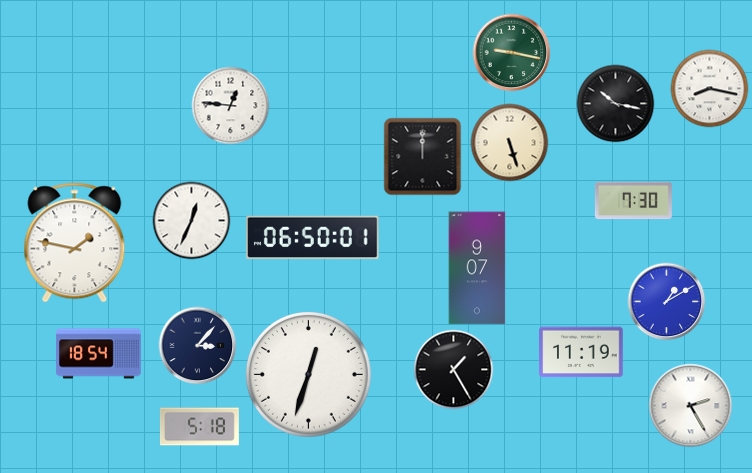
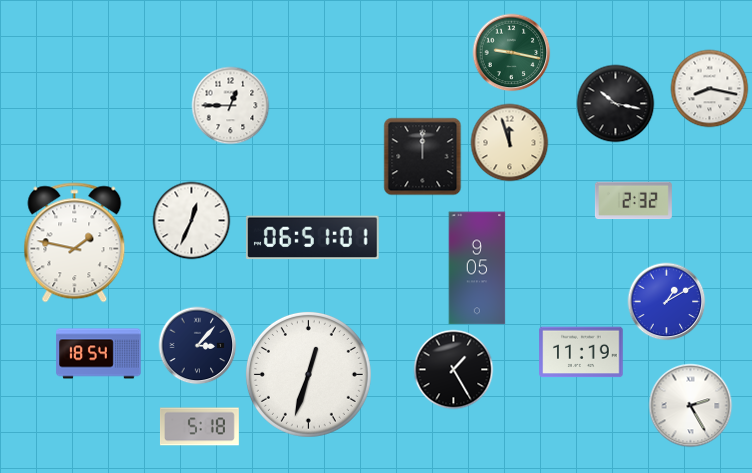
clock at (230, 105): 12:46 -> 12:45
clock at (509, 142): 5:27 -> 11:57
clock at (633, 201): 7:30 -> 2:32
clock at (312, 238): 06:50 -> 06:51
clock at (477, 268): 9:07 -> 9:05
